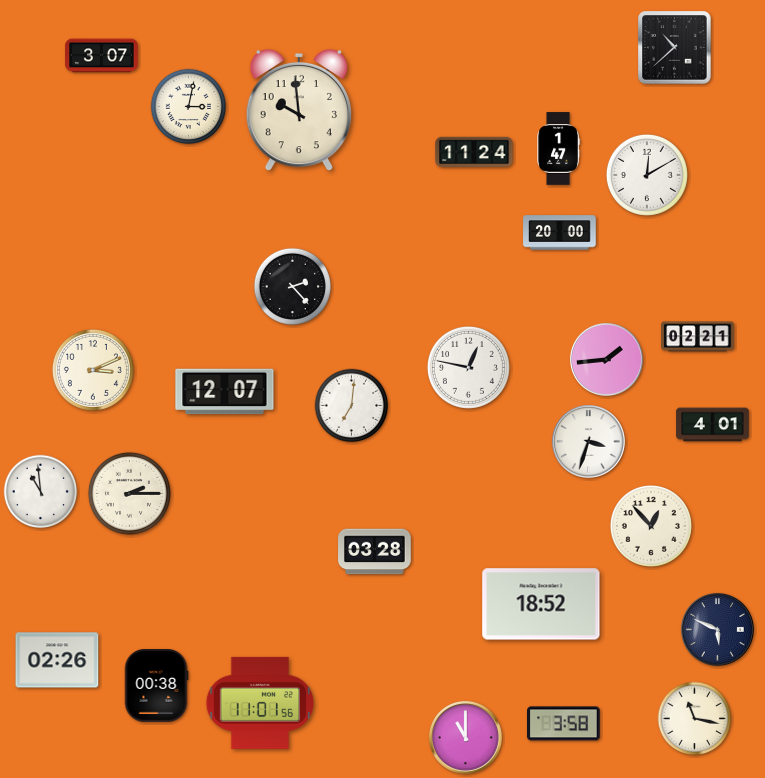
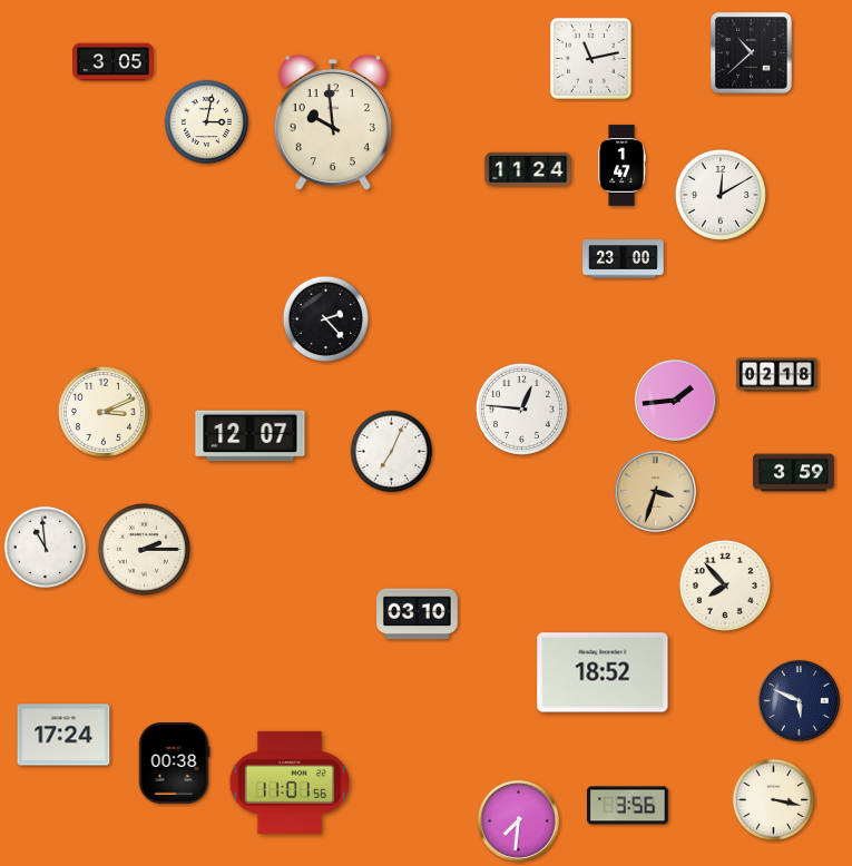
clock at (590, 58): none -> 11:13
clock at (102, 56): 3:07 -> 3:05
clock at (189, 107) position: (189, 107) -> (207, 122)
clock at (560, 233): 20:00 -> 23:00
clock at (698, 337): 02:21 -> 02:18
clock at (468, 367): 12:47 -> 12:46
clock at (352, 406): 7:01 -> 7:04
clock at (713, 425): 4:01 -> 3:59
clock at (588, 441) dial: white -> champagne
clock at (651, 526): 12:53 -> 7:53
clock at (375, 552): 03:28 -> 03:10
clock at (57, 660): 02:26 -> 17:24
clock at (695, 719): 11:17 -> 3:17
clock at (564, 724): 3:58 -> 3:56
clock at (465, 737): 11:00 -> 7:31
